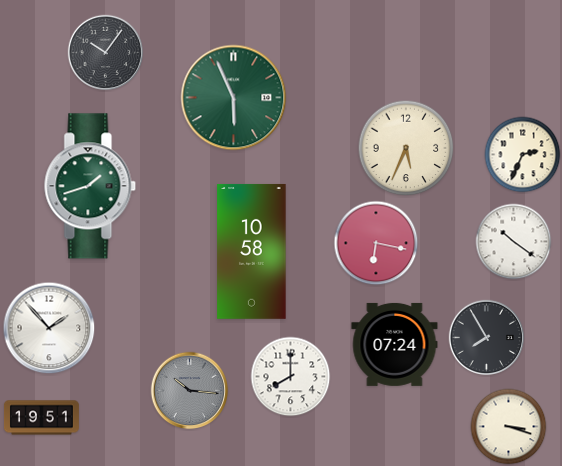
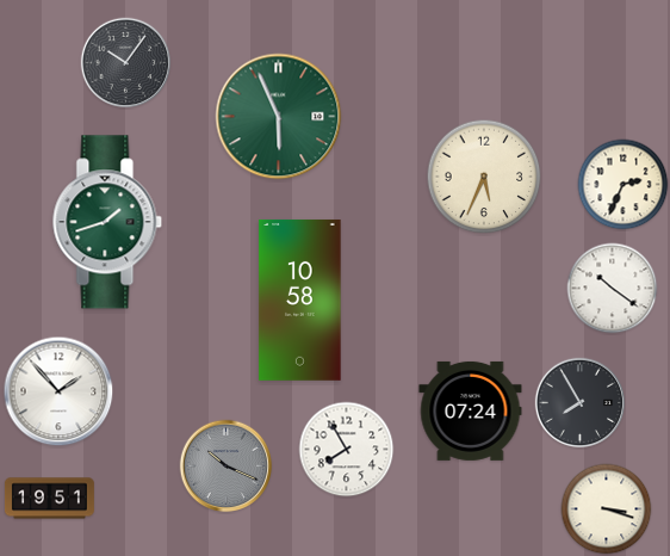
clock at (376, 243): 6:17 -> none
clock at (291, 377): 8:00 -> 7:55
clock at (190, 391): 10:16 -> 10:19
